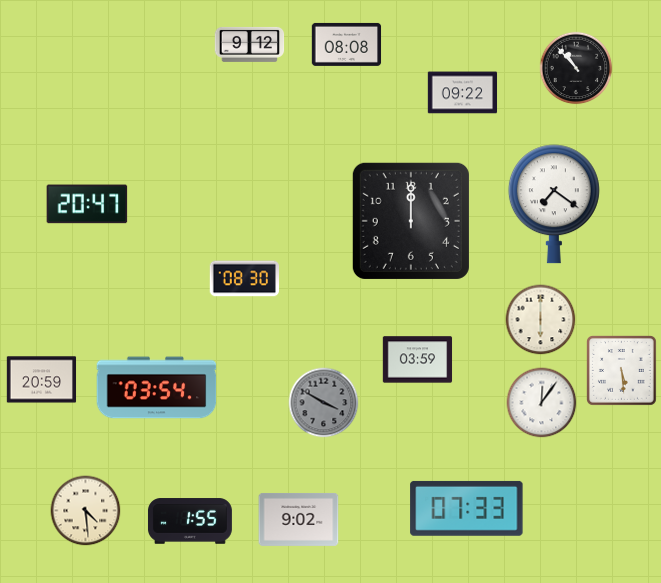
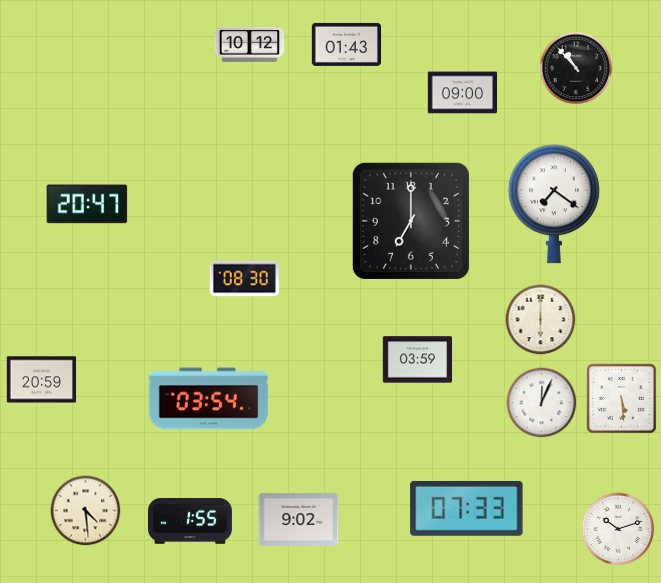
clock at (250, 44): 9:12 -> 10:12
clock at (347, 44): 08:08 -> 01:43
clock at (463, 93): 09:22 -> 09:00
clock at (411, 221): 12:00 -> 7:00
clock at (622, 371) position: (622, 371) -> (622, 399)
clock at (157, 388) position: (157, 388) -> (209, 399)
clock at (324, 403): 3:50 -> none
clock at (542, 403): 12:06 -> 12:04
clock at (618, 529): none -> 10:12
